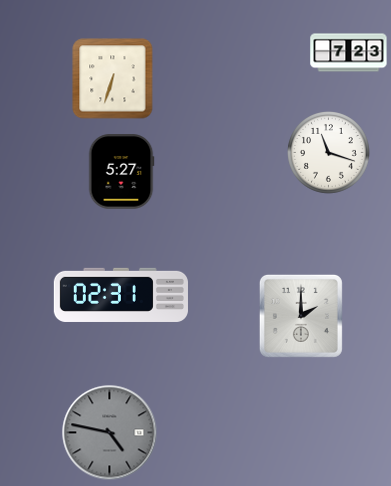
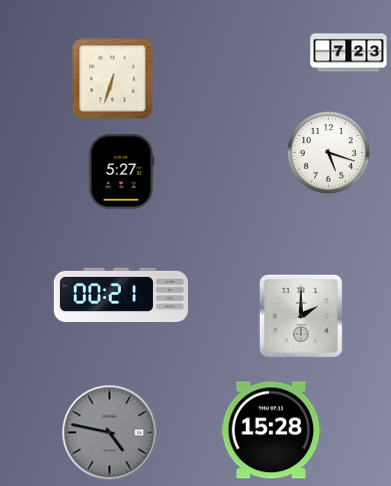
clock at (329, 153): 11:18 -> 5:18
clock at (121, 295): 02:31 -> 00:21
clock at (271, 430): none -> 15:28
